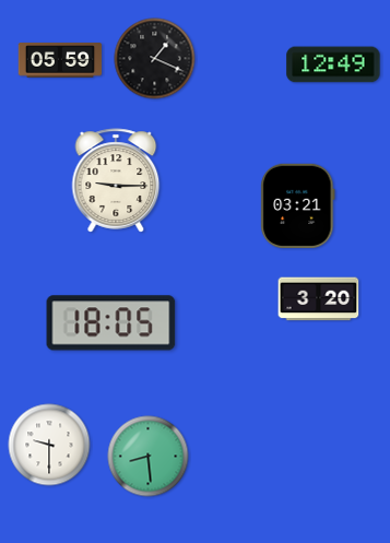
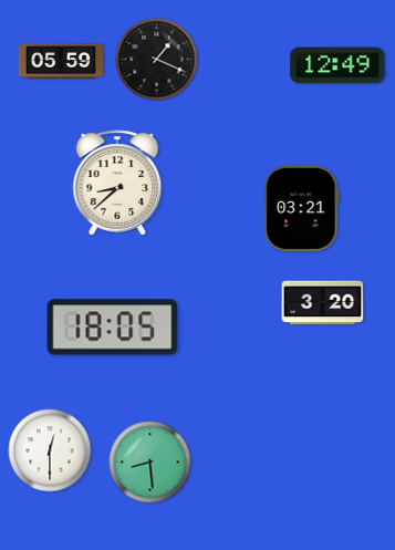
clock at (116, 180): 9:15 -> 8:38
clock at (49, 445): 9:30 -> 12:30
